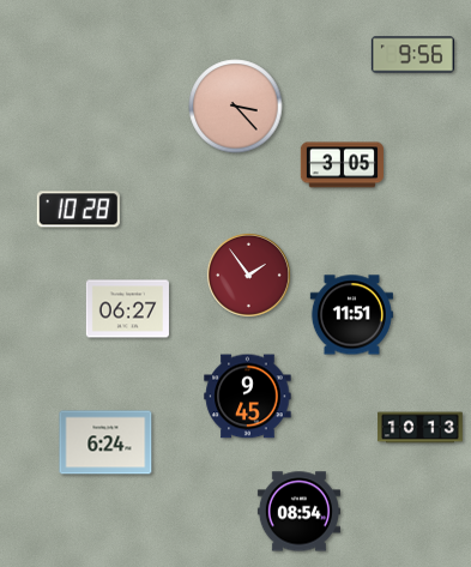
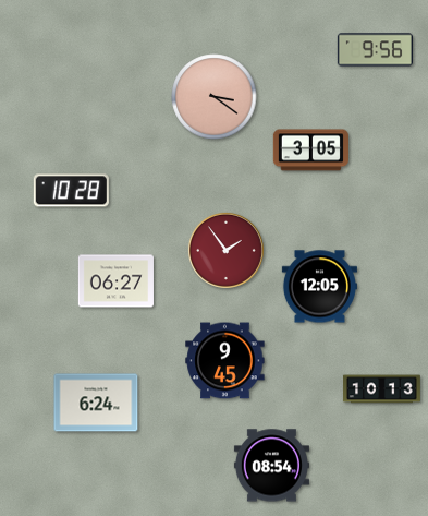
clock at (236, 107): 3:23 -> 3:21
clock at (351, 315): 11:51 -> 12:05
